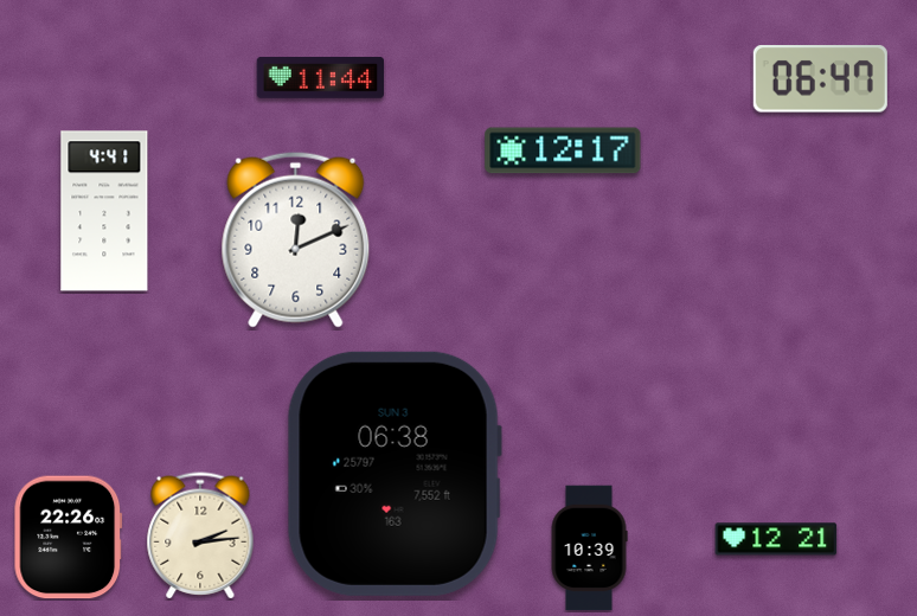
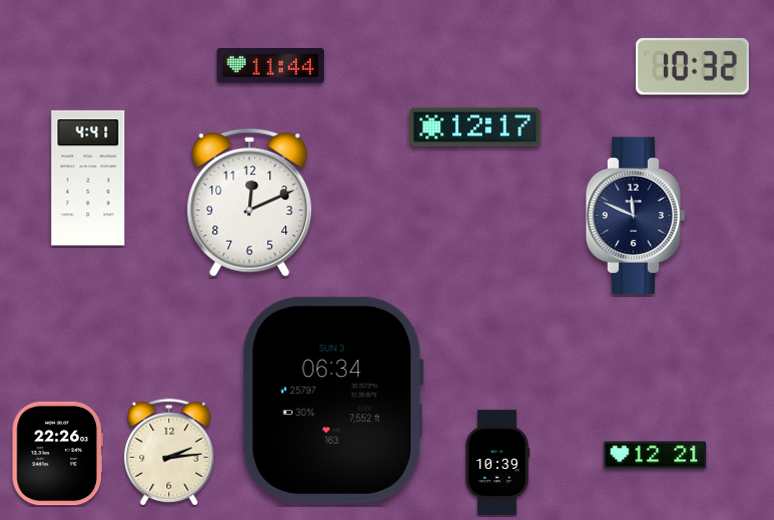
clock at (820, 79): 06:47 -> 10:32
clock at (636, 215): none -> 11:49
clock at (395, 474): 06:38 -> 06:34
